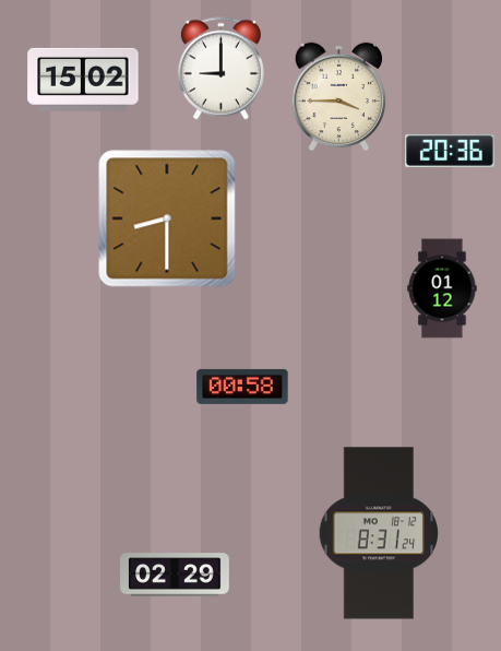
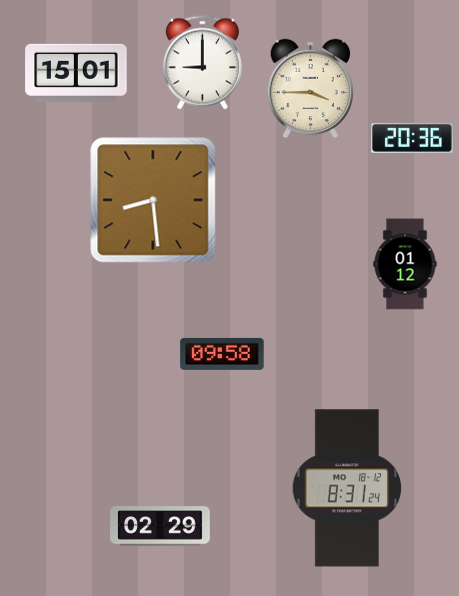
clock at (83, 80): 15:02 -> 15:01
clock at (167, 218): 8:30 -> 8:29
clock at (242, 387): 00:58 -> 09:58
